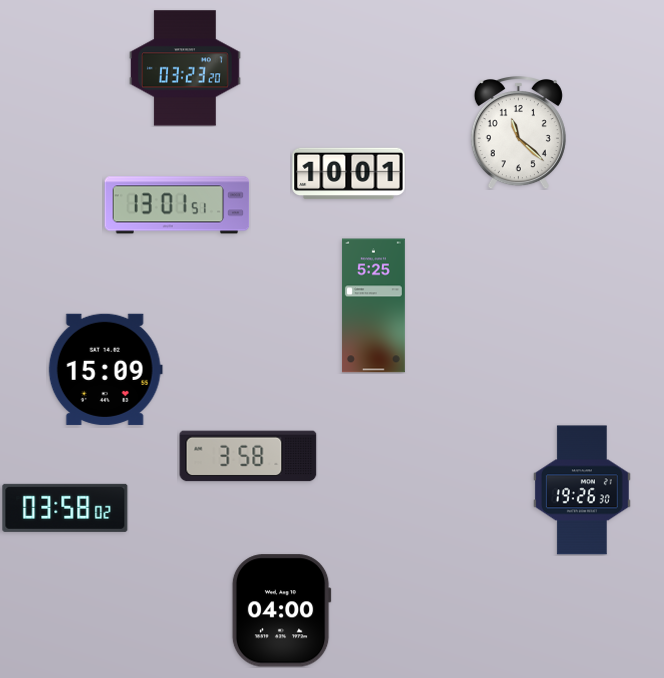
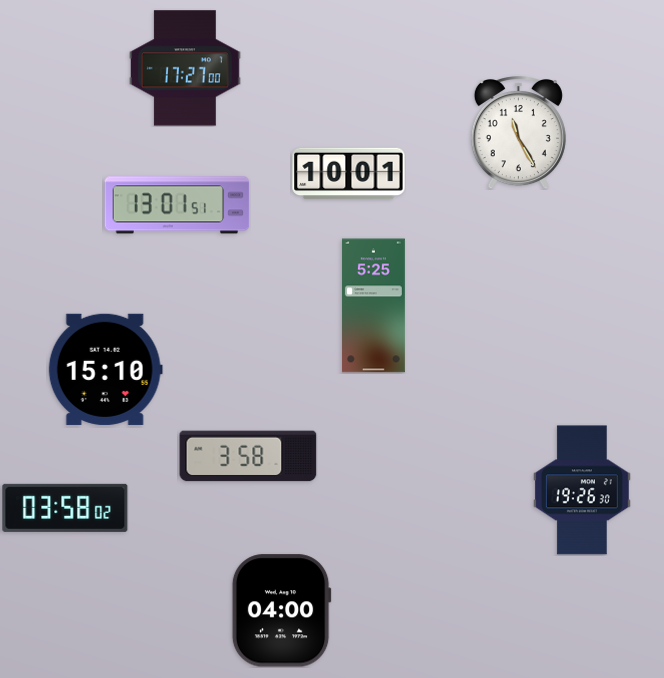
clock at (186, 68): 03:23 -> 17:27
clock at (518, 133): 11:22 -> 11:25
clock at (105, 369): 15:09 -> 15:10
